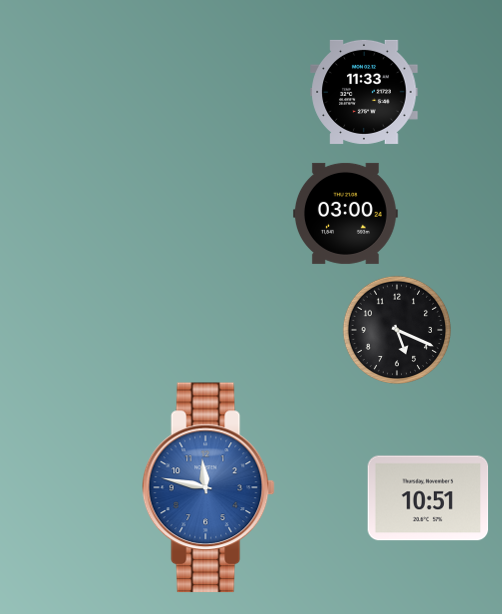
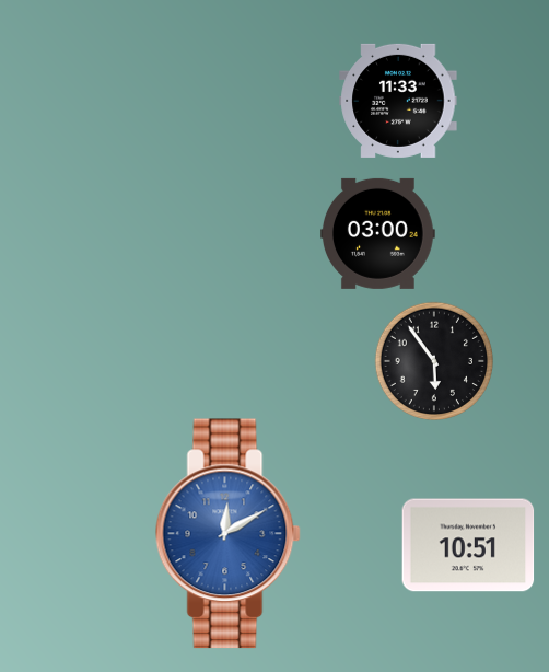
clock at (396, 329): 5:19 -> 5:54
clock at (208, 488): 11:47 -> 12:10
